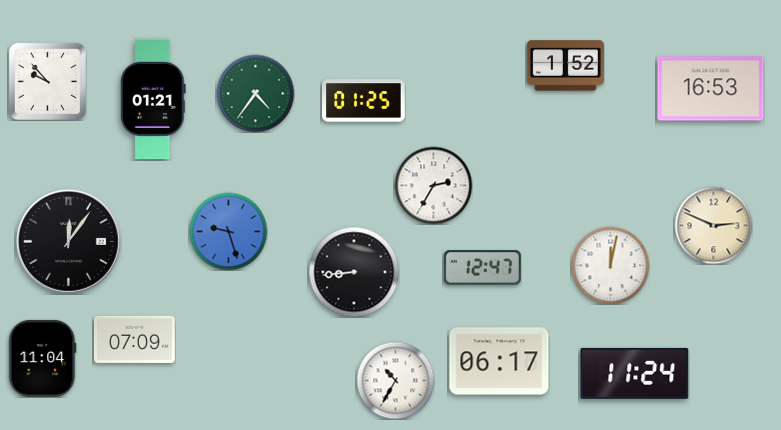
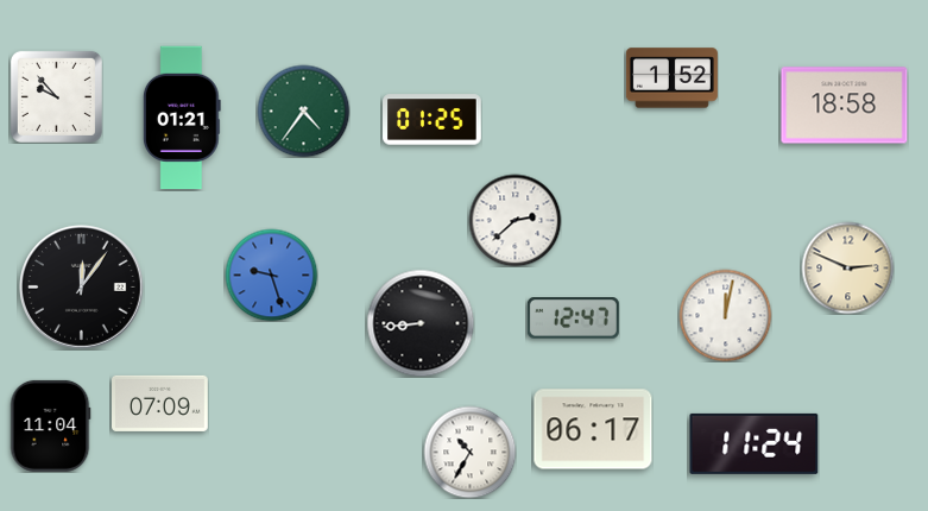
clock at (711, 89): 16:53 -> 18:58
clock at (433, 185): 2:35 -> 2:38
